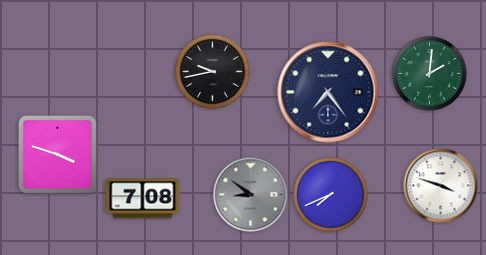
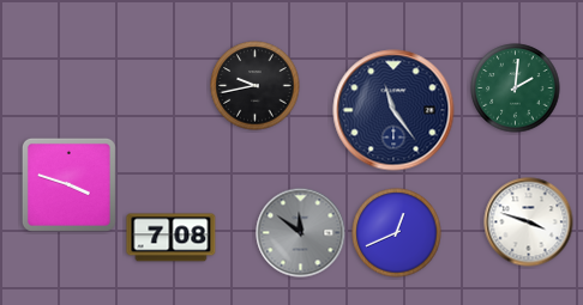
clock at (328, 92): 7:24 -> 11:24
clock at (251, 195): 8:51 -> 11:51
clock at (331, 195): 7:41 -> 12:41
